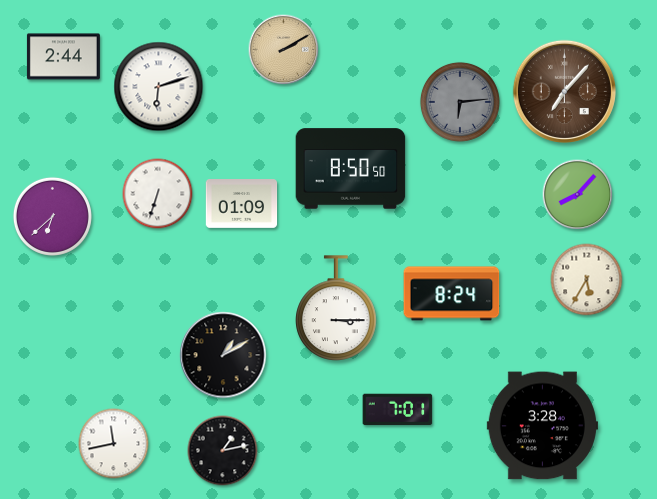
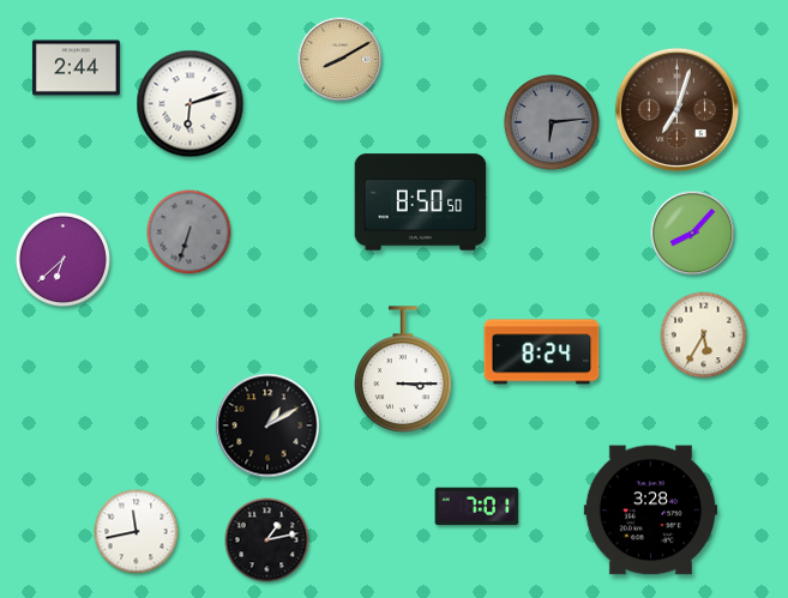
clock at (284, 50): 2:10 -> 8:10
clock at (564, 91): 7:07 -> 7:03
clock at (158, 194) dial: white -> grey
clock at (242, 204): 01:09 -> none
clock at (398, 410) position: (398, 410) -> (477, 507)
